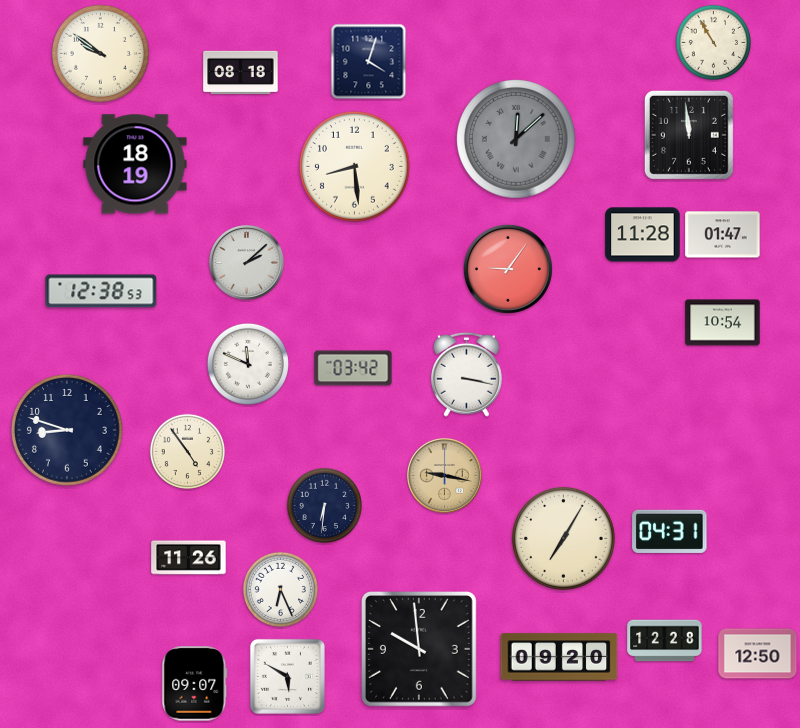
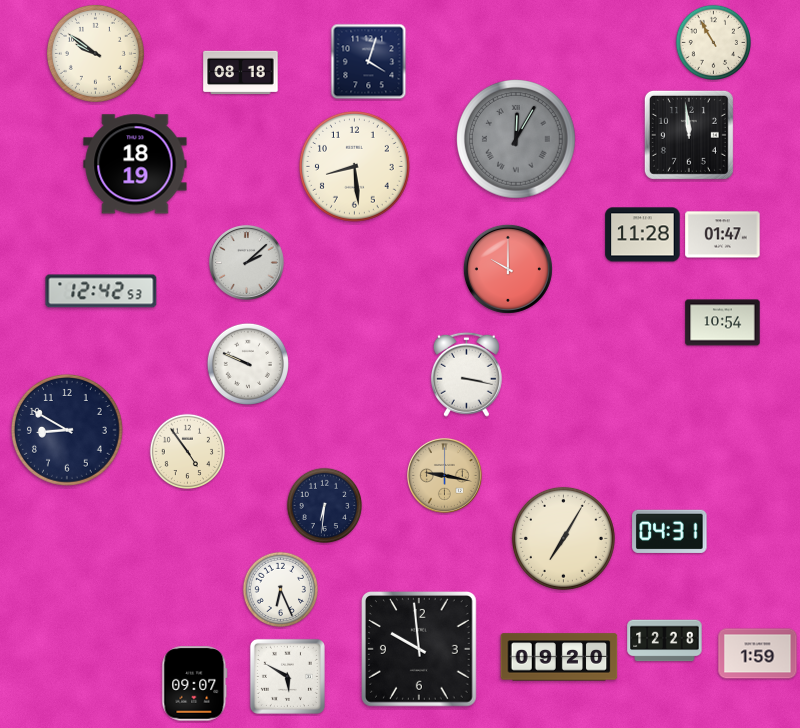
clock at (100, 53) position: (100, 53) -> (95, 53)
clock at (516, 139): 12:08 -> 12:05
clock at (508, 269): 9:06 -> 10:00
clock at (101, 291): 12:38 -> 12:42
clock at (248, 364): 11:49 -> 9:49
clock at (353, 368): 03:42 -> none
clock at (68, 431): 8:48 -> 8:50
clock at (189, 558): 11:26 -> none
clock at (758, 654): 12:50 -> 1:59
